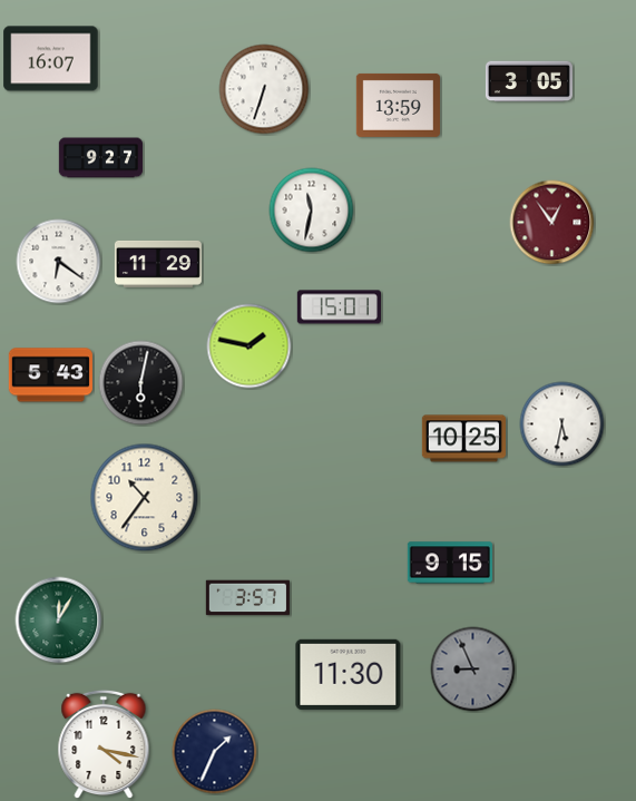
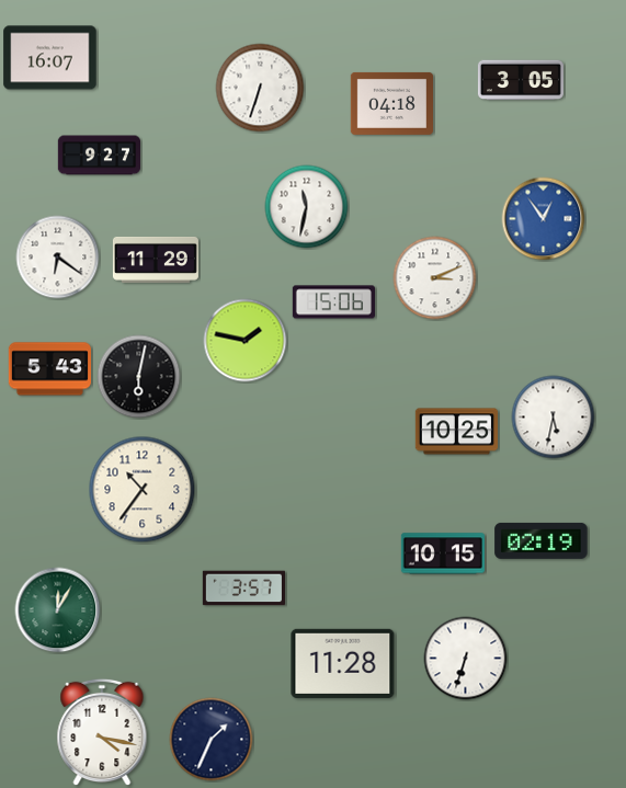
clock at (398, 105): 13:59 -> 04:18
clock at (552, 223) dial: burgundy -> blue
clock at (435, 278): none -> 3:11
clock at (339, 307): 15:01 -> 15:06
clock at (542, 540): none -> 02:19
clock at (450, 563): 9:15 -> 10:15
clock at (473, 670): 8:56 -> 6:33
clock at (473, 670) dial: grey -> white
clock at (349, 674): 11:30 -> 11:28
